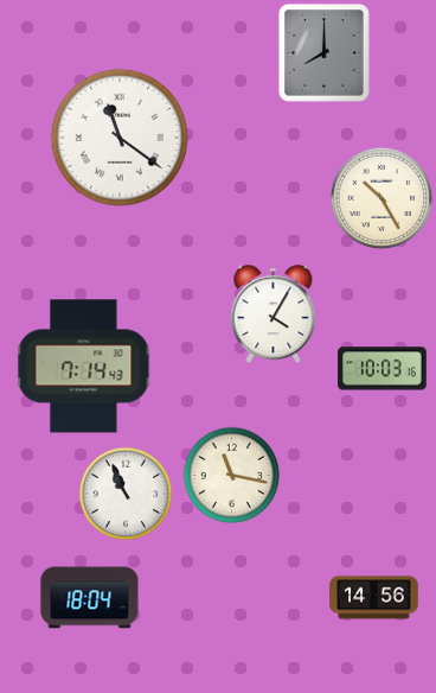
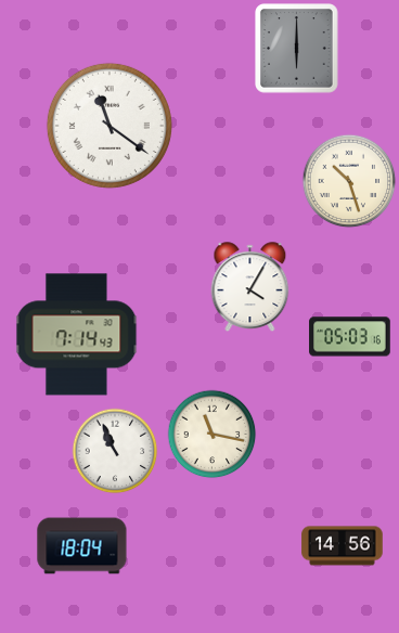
clock at (325, 53): 8:00 -> 6:00
clock at (381, 198): 10:25 -> 10:27
clock at (383, 369): 10:03 -> 05:03
